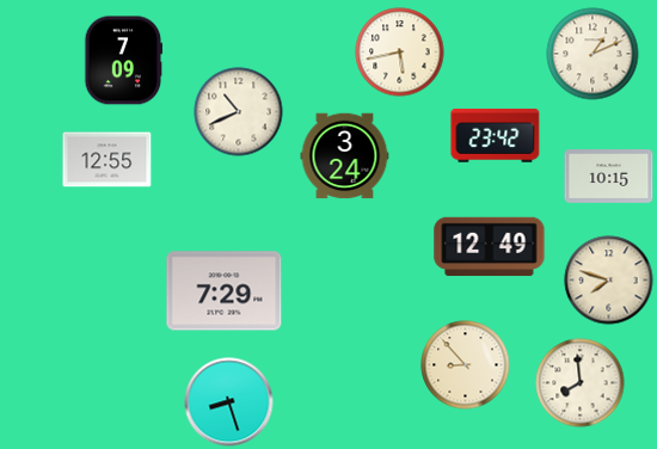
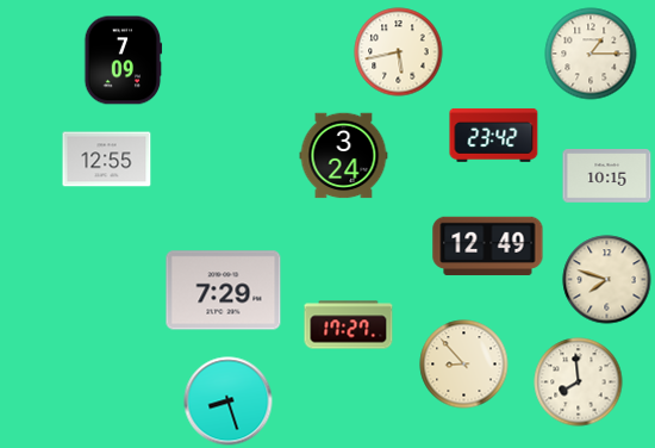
clock at (592, 54): 1:11 -> 1:15
clock at (239, 112): 10:41 -> none
clock at (349, 325): none -> 17:27
